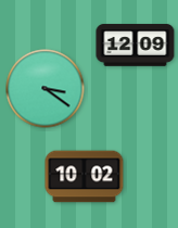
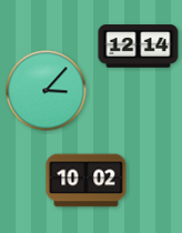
clock at (136, 46): 12:09 -> 12:14
clock at (46, 89): 3:21 -> 3:07
